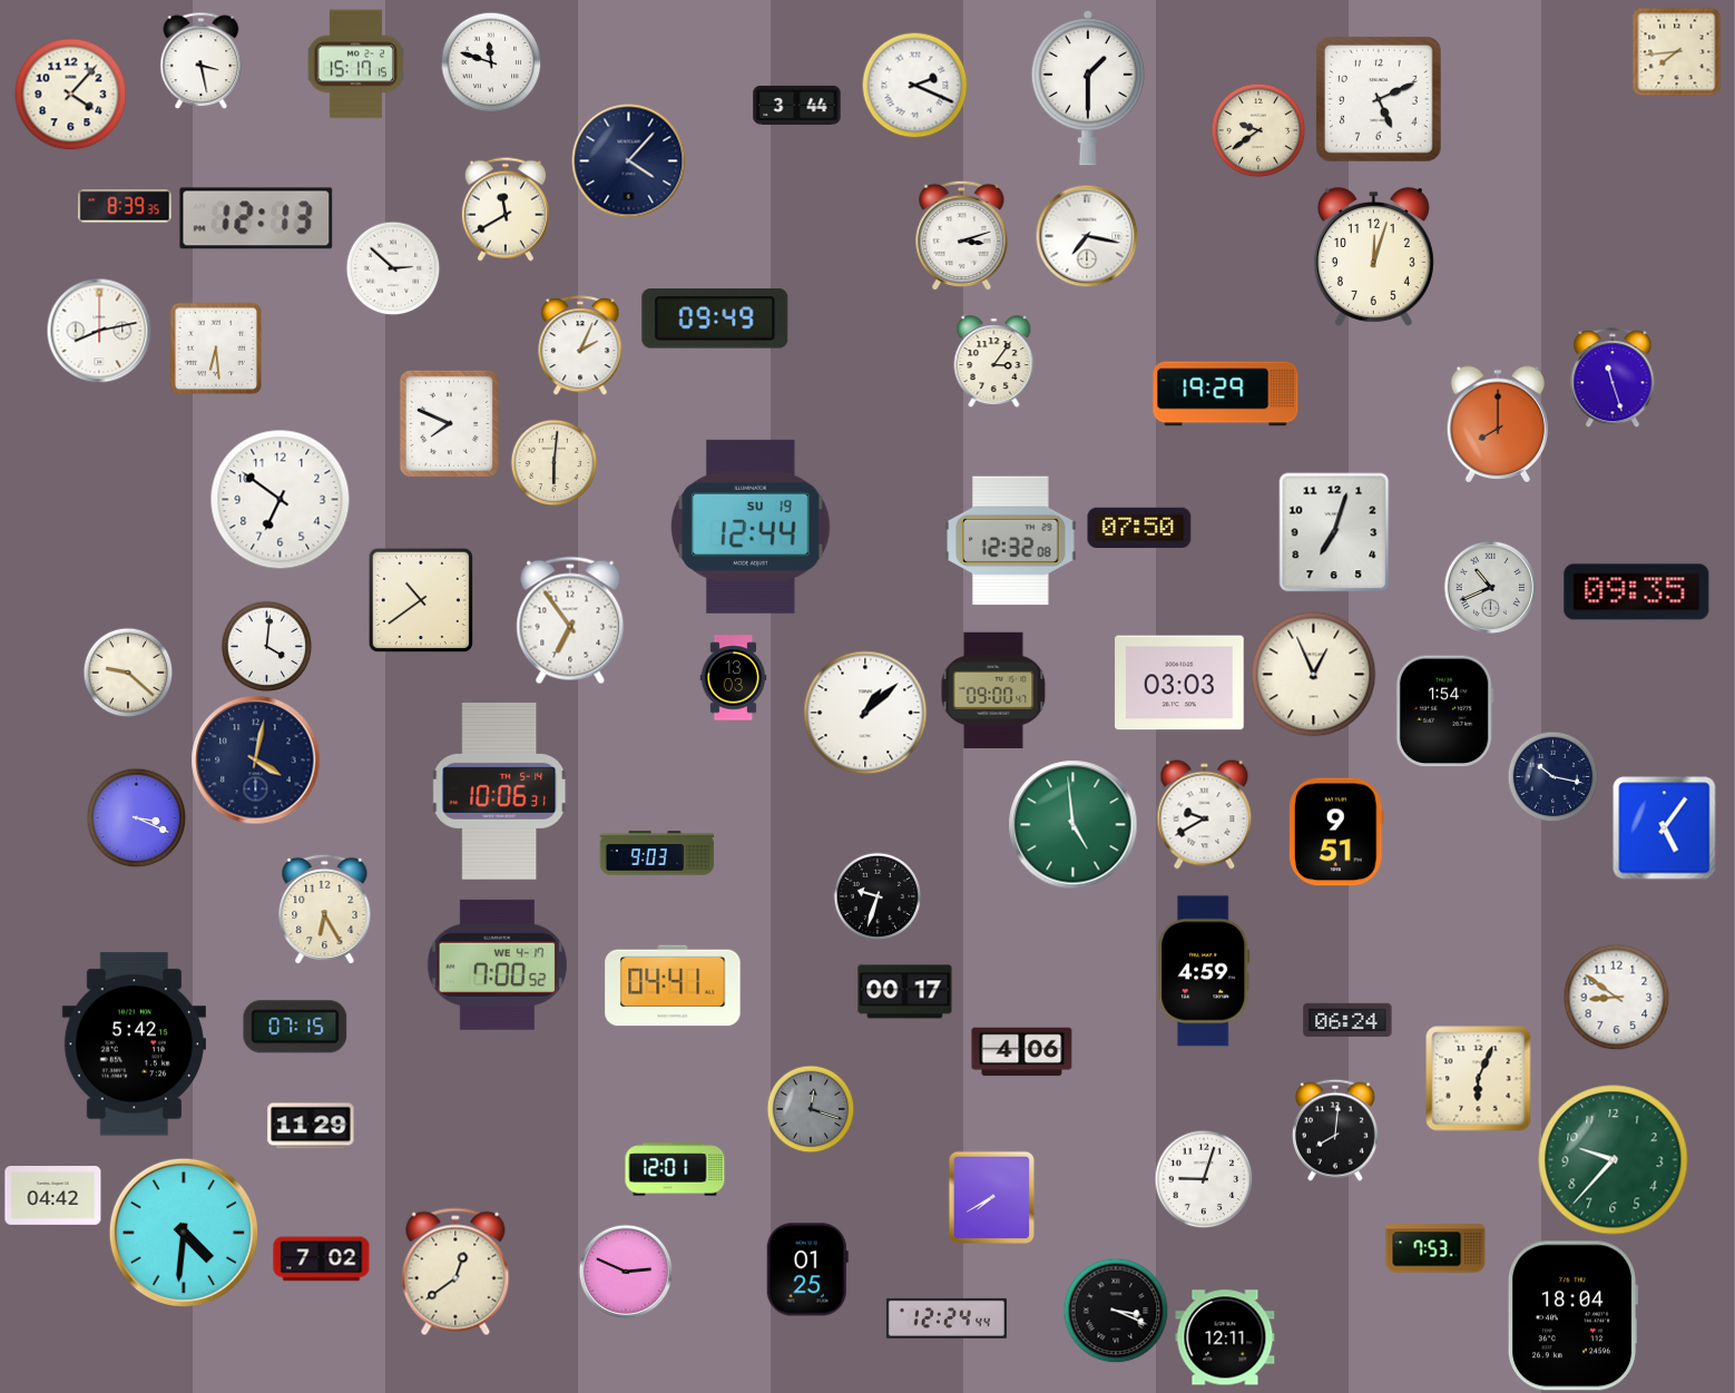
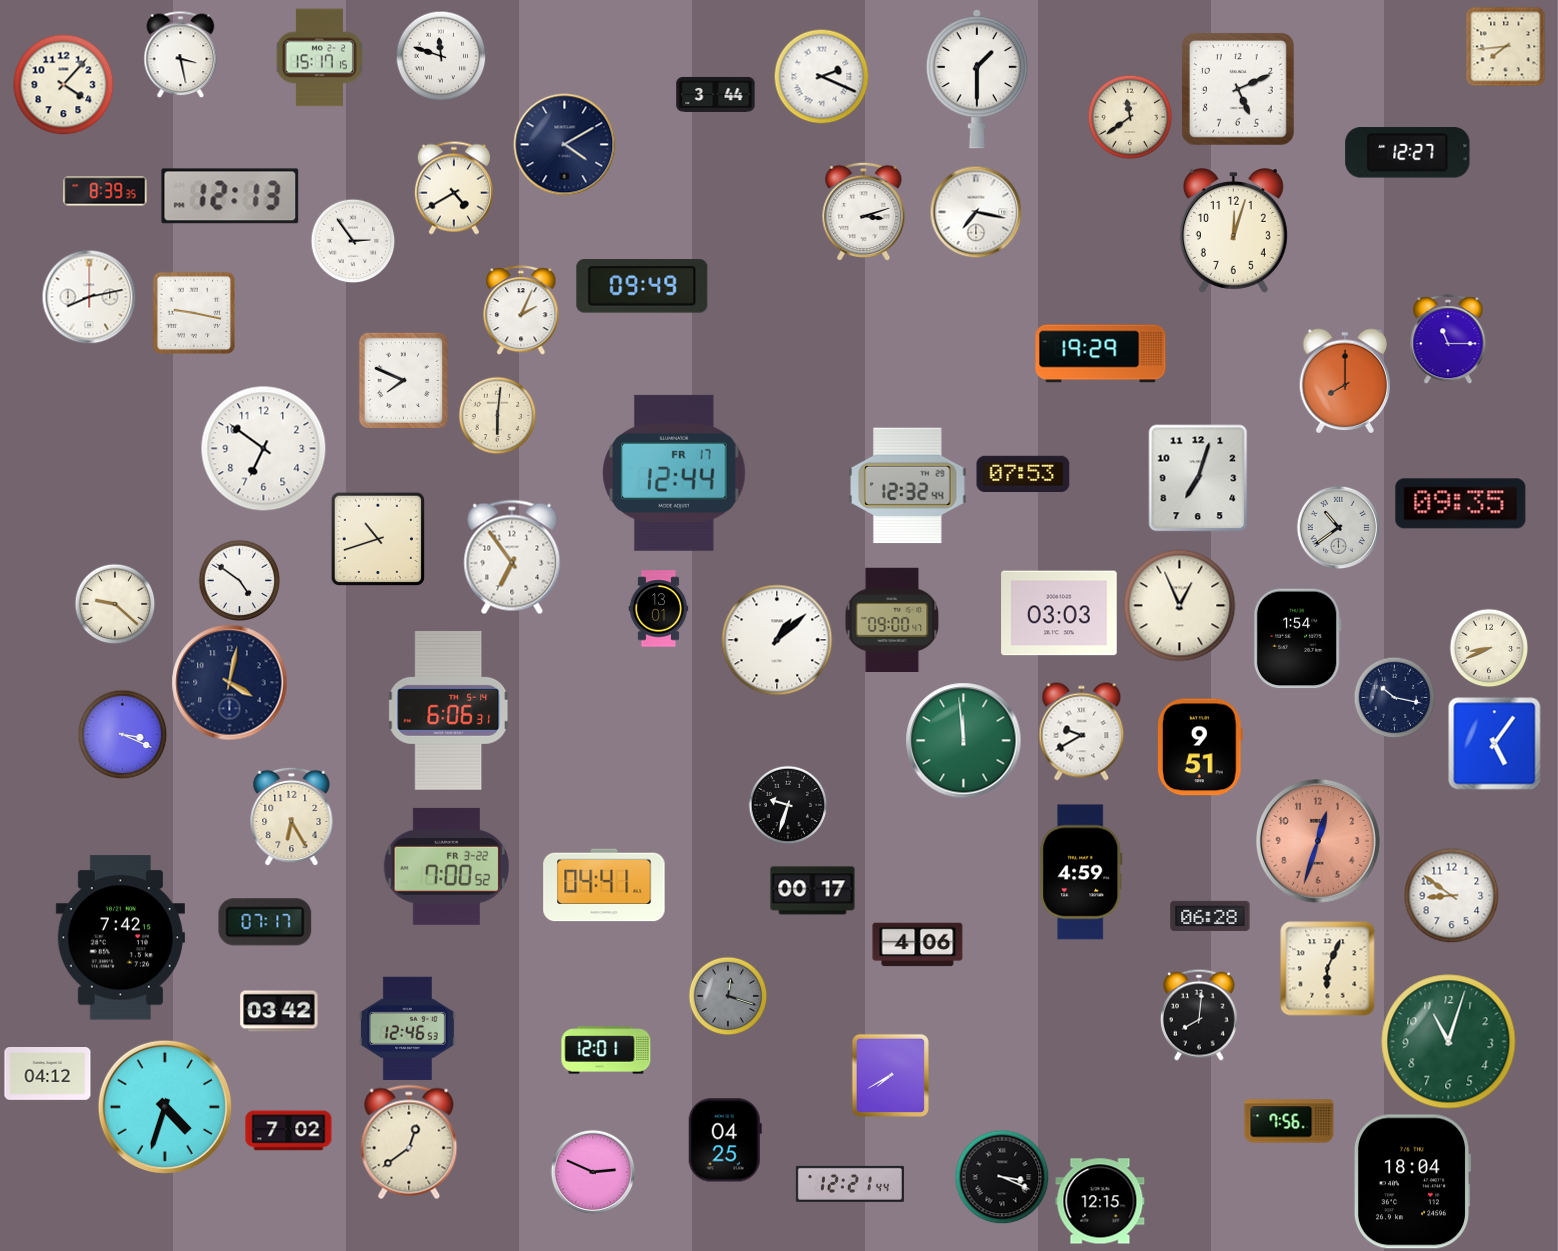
clock at (1258, 130): 9:39 -> 11:39
clock at (629, 161): 4:07 -> 4:10
clock at (1408, 153): none -> 12:27
clock at (125, 206) position: (125, 206) -> (105, 191)
clock at (506, 209): 11:40 -> 4:40
clock at (393, 268): 2:52 -> 2:54
clock at (216, 349): 6:29 -> 9:17
clock at (994, 361): 3:06 -> none
clock at (1613, 377): 11:27 -> 11:15
clock at (281, 500) position: (281, 500) -> (264, 449)
clock at (751, 527) date: SU 19 -> FR 17
clock at (1139, 527): 07:50 -> 07:53
clock at (1011, 541): 12:32:08 -> 12:32:44
clock at (1490, 587): 10:41 -> 10:39
clock at (1637, 592) position: (1637, 592) -> (1461, 504)
clock at (420, 599): 10:39 -> 10:42
clock at (266, 646): 4:01 -> 4:51
clock at (734, 678): 13:03 -> 13:01
clock at (1489, 648): none -> 8:41
clock at (500, 791): 10:06 -> 6:06
clock at (1074, 825): 4:59 -> 11:59
clock at (657, 853): 9:03 -> none
clock at (1318, 841): none -> 12:33
clock at (497, 964) date: WE 4-17 -> FR 3-22
clock at (1347, 1020): 06:24 -> 06:28
clock at (295, 1027): 07:15 -> 07:17
clock at (134, 1044): 5:42 -> 7:42
clock at (311, 1126): 11:29 -> 03:42
clock at (407, 1029): none -> 12:46
clock at (1614, 1160): 9:37 -> 11:03
clock at (1204, 1179): 9:03 -> none
clock at (53, 1196): 04:42 -> 04:12
clock at (184, 1233): 4:31 -> 4:33
clock at (1435, 1248): 7:53 -> 7:56
clock at (807, 1269): 01:25 -> 04:25
clock at (626, 1272) position: (626, 1272) -> (593, 1172)
clock at (947, 1318): 12:24 -> 12:21
clock at (1225, 1337): 12:11 -> 12:15
